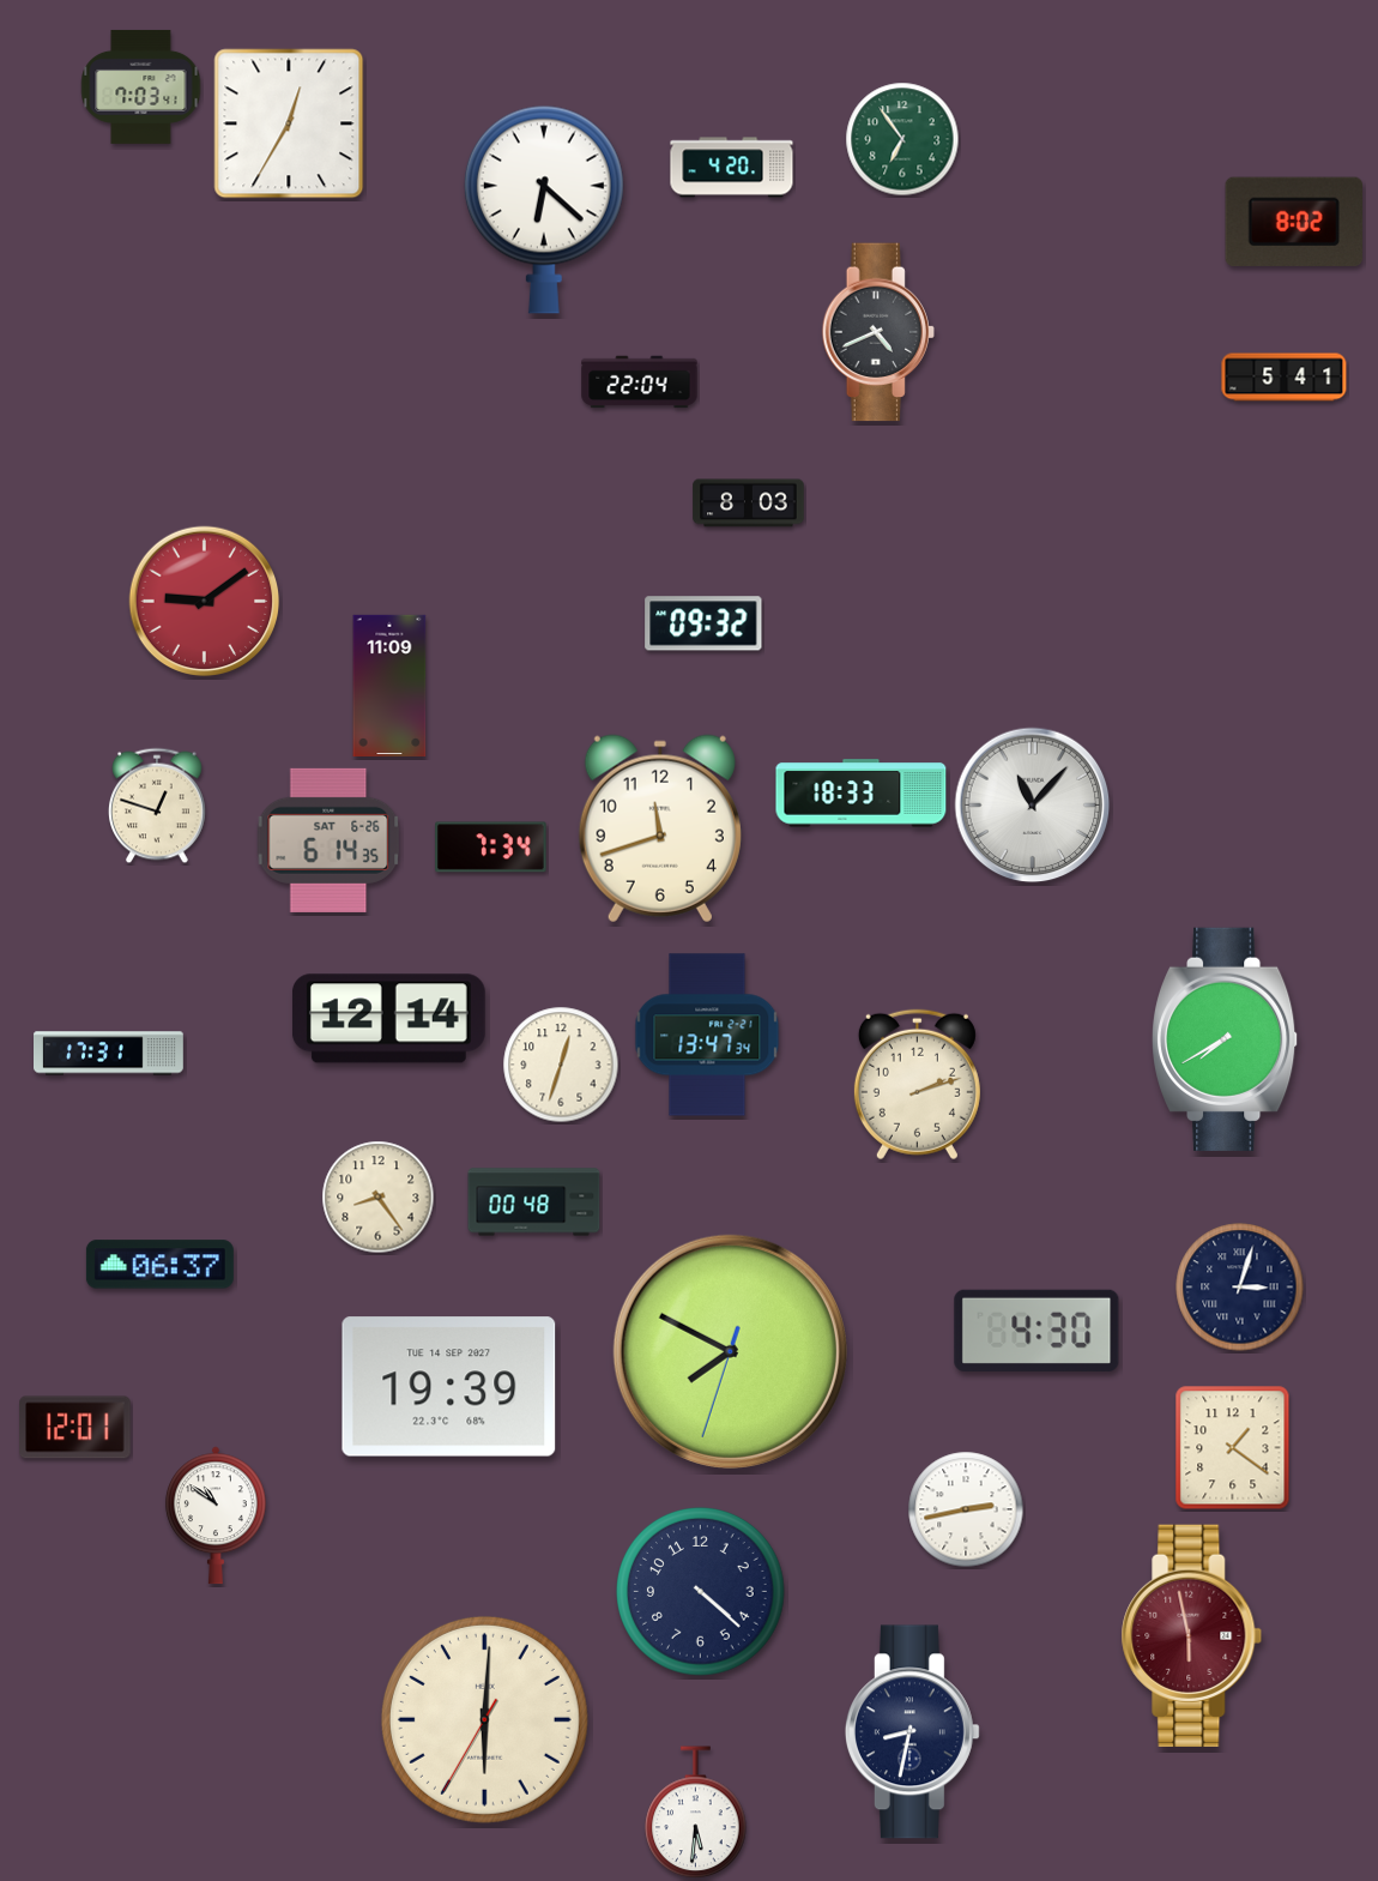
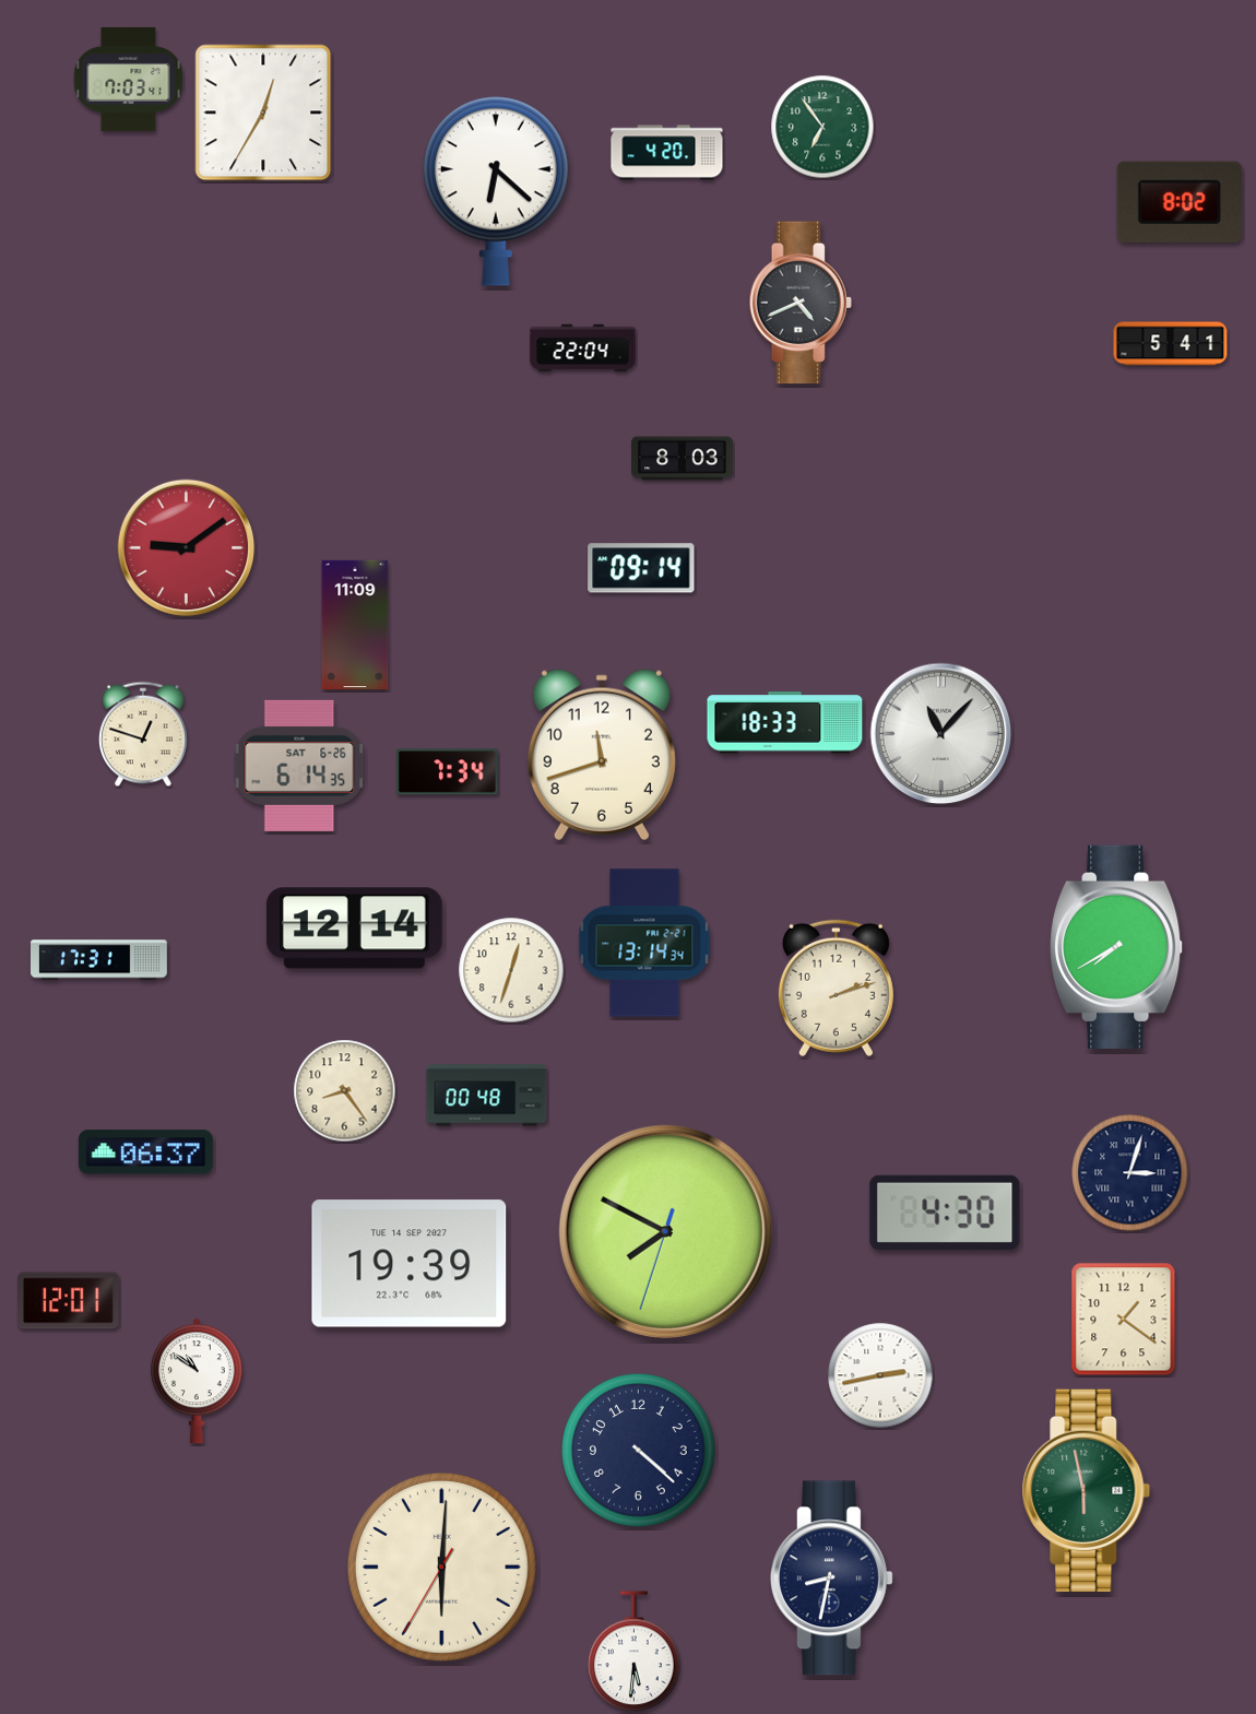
clock at (703, 623): 09:32 -> 09:14
clock at (707, 1035): 13:47 -> 13:14
clock at (1192, 1635) dial: burgundy -> green
